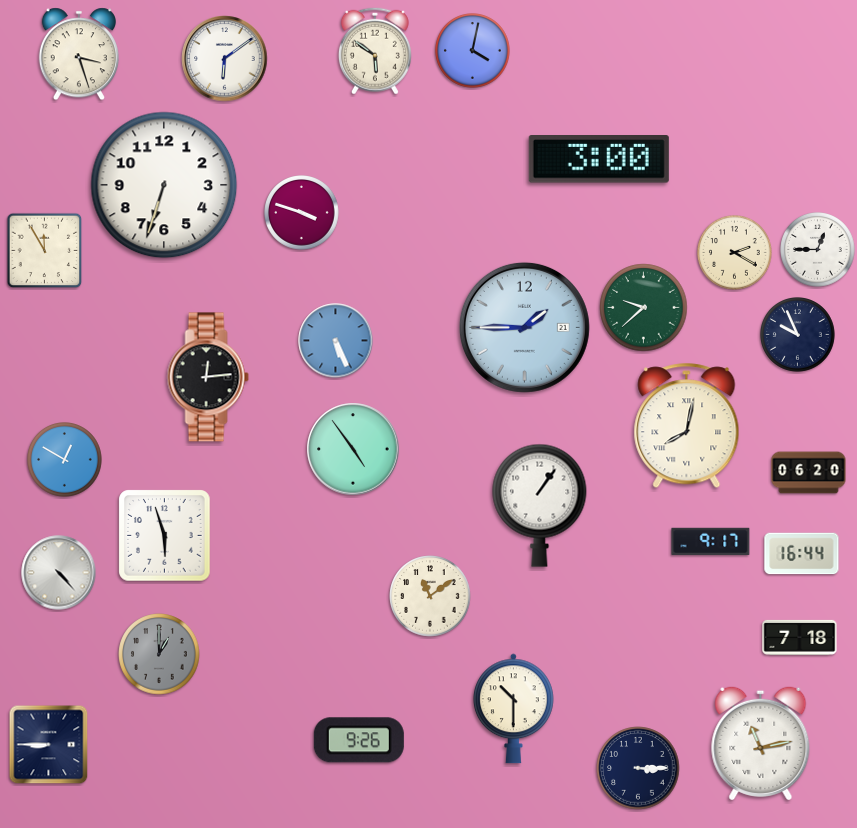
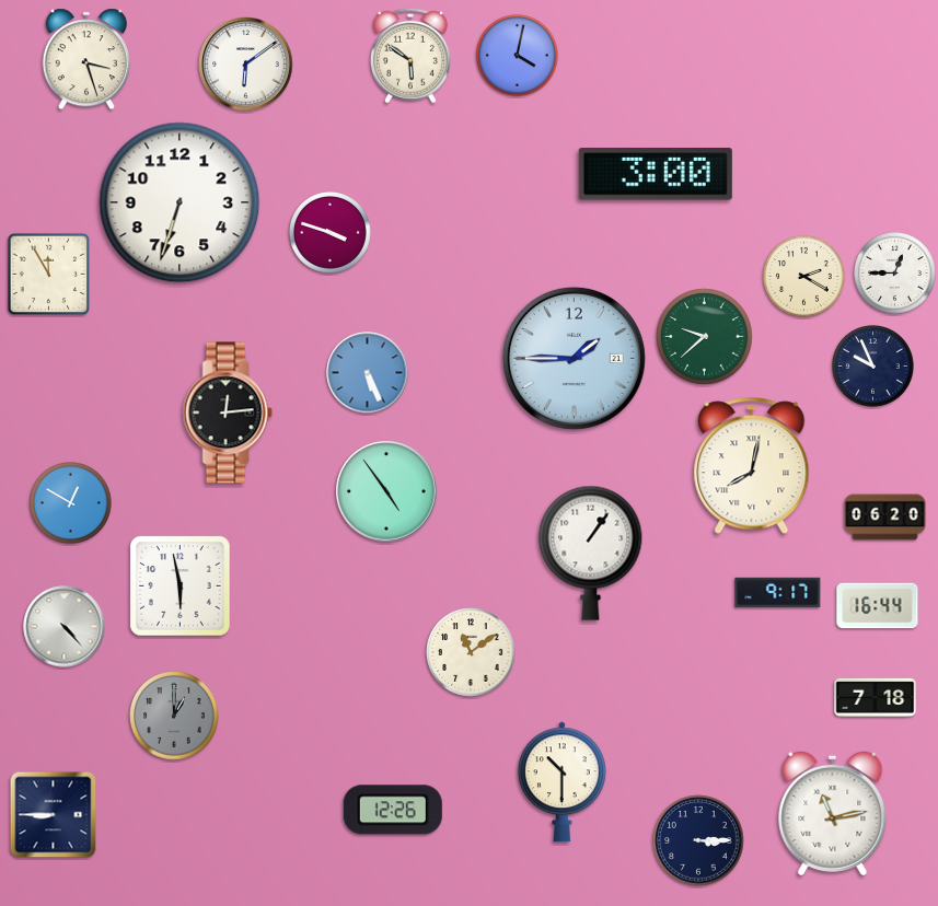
clock at (165, 536): 5:57 -> 5:58
clock at (513, 709) position: (513, 709) -> (561, 782)
clock at (359, 740): 9:26 -> 12:26
